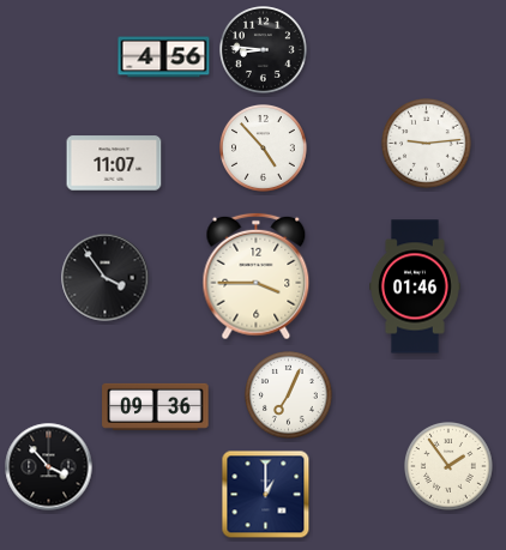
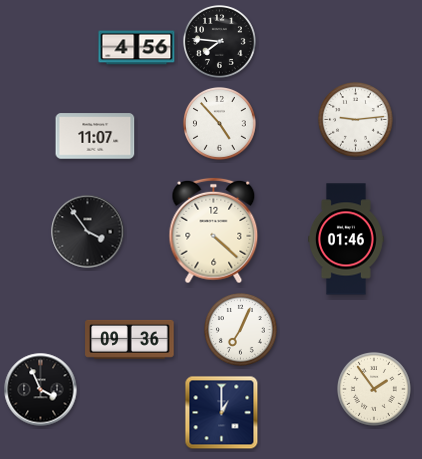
clock at (264, 50): 8:46 -> 7:46
clock at (257, 277): 3:45 -> 4:22
clock at (49, 467): 3:53 -> 3:56
